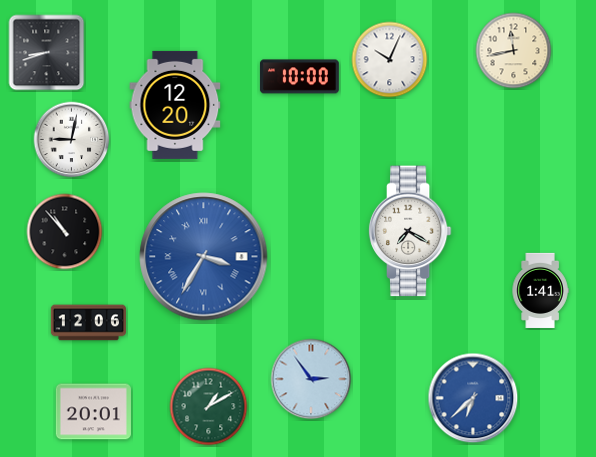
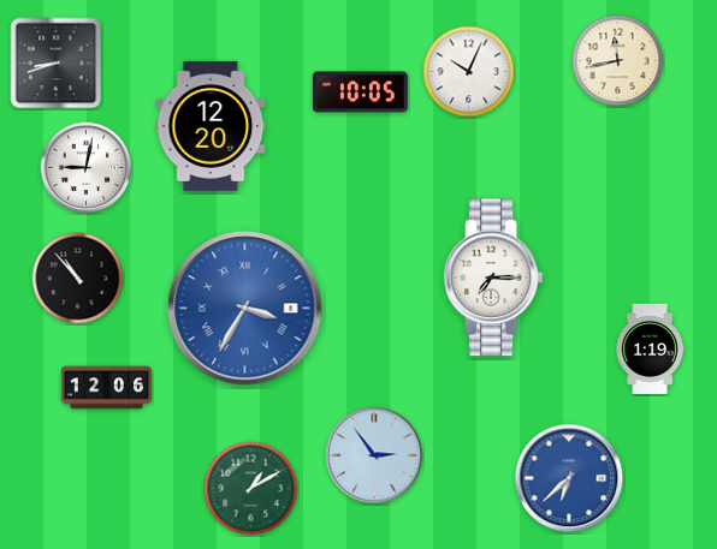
clock at (299, 77): 10:00 -> 10:05
clock at (410, 231): 7:20 -> 7:15
clock at (540, 290): 1:41 -> 1:19
clock at (93, 412): 20:01 -> none
